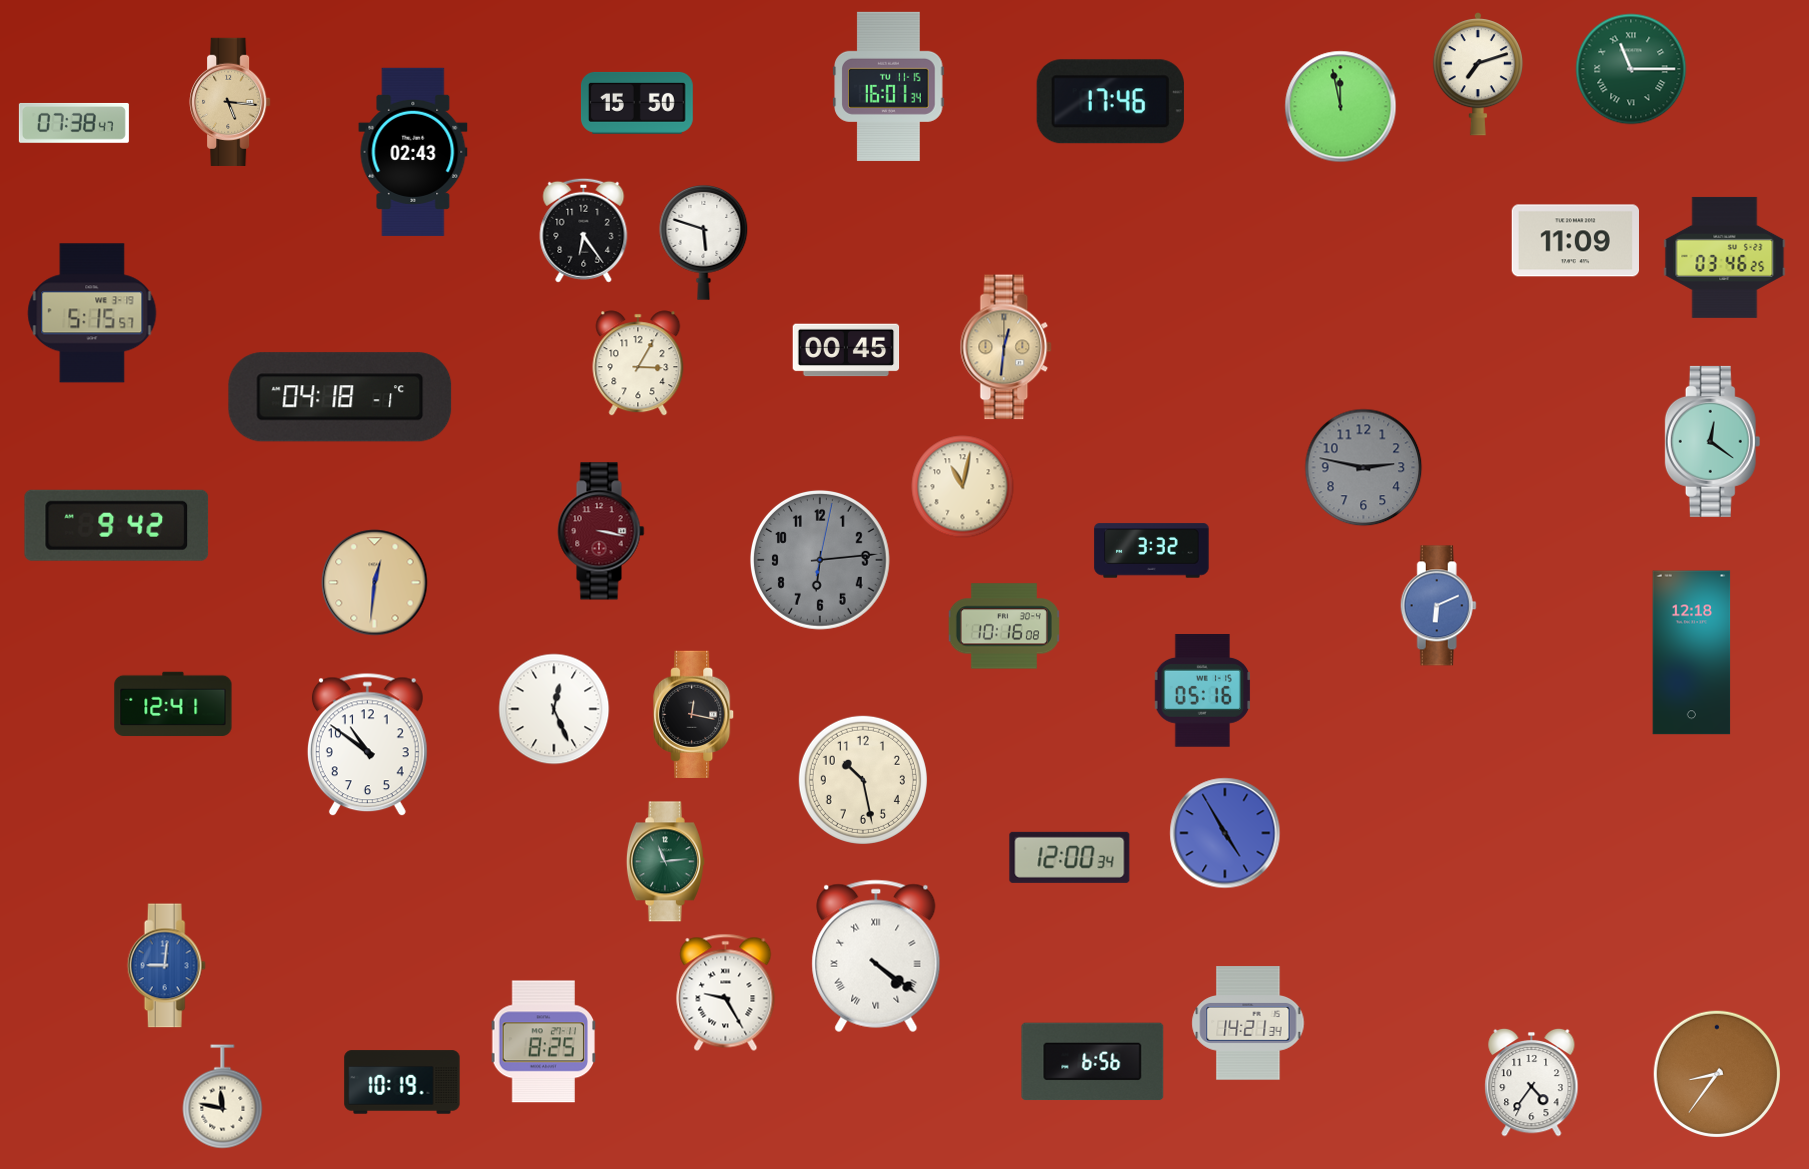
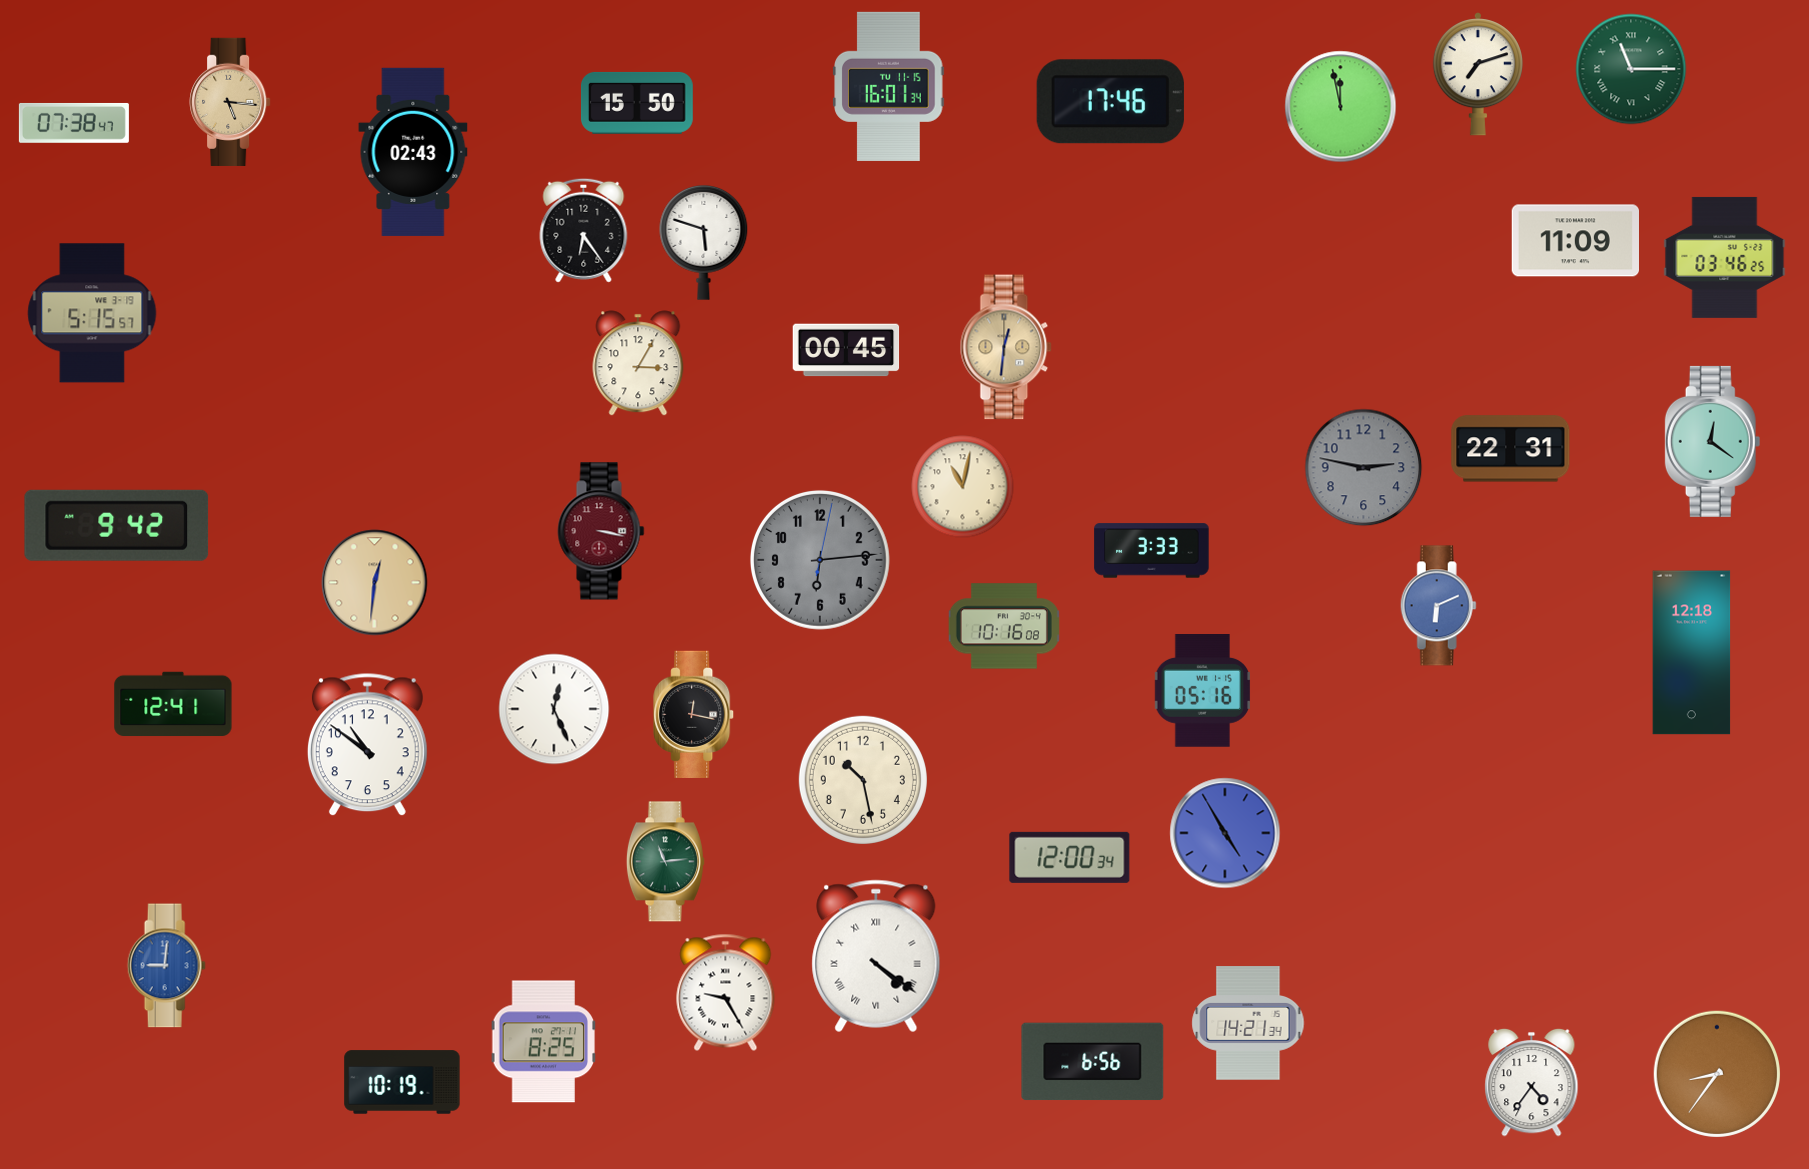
clock at (340, 397): 04:18 -> none
clock at (1511, 449): none -> 22:31
clock at (1152, 551): 3:32 -> 3:33
clock at (223, 1097): 11:47 -> none
